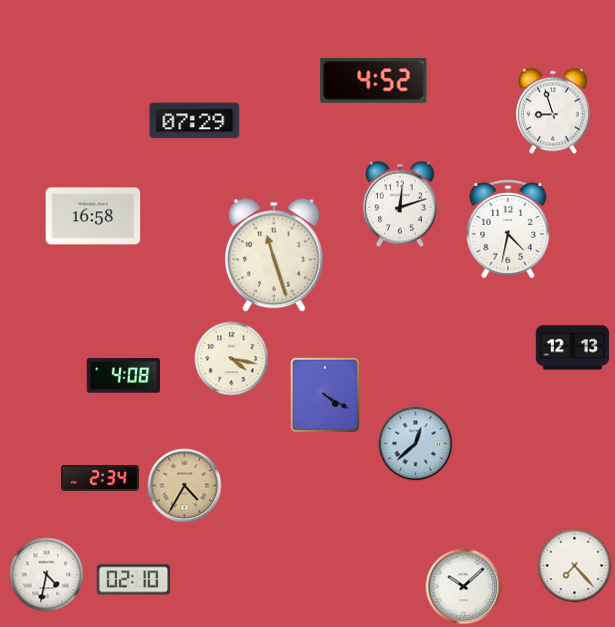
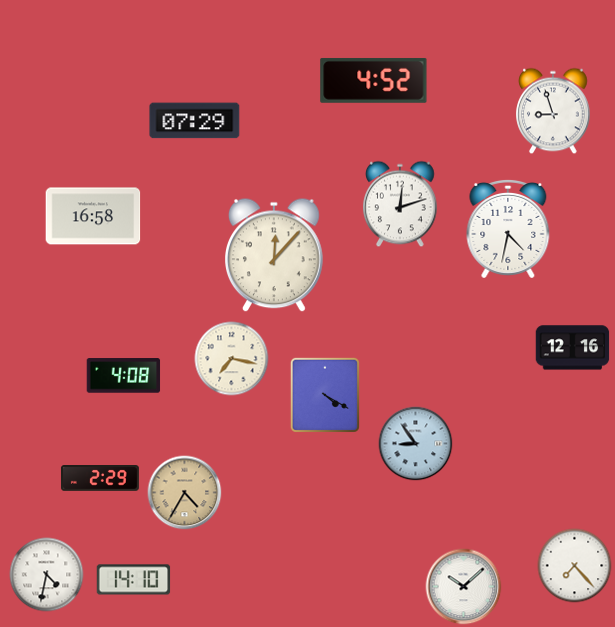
clock at (275, 255): 11:27 -> 12:07
clock at (573, 348): 12:13 -> 12:16
clock at (232, 359): 4:17 -> 7:17
clock at (416, 444): 12:38 -> 8:54
clock at (100, 479): 2:34 -> 2:29
clock at (185, 486) position: (185, 486) -> (185, 493)
clock at (134, 580): 02:10 -> 14:10
